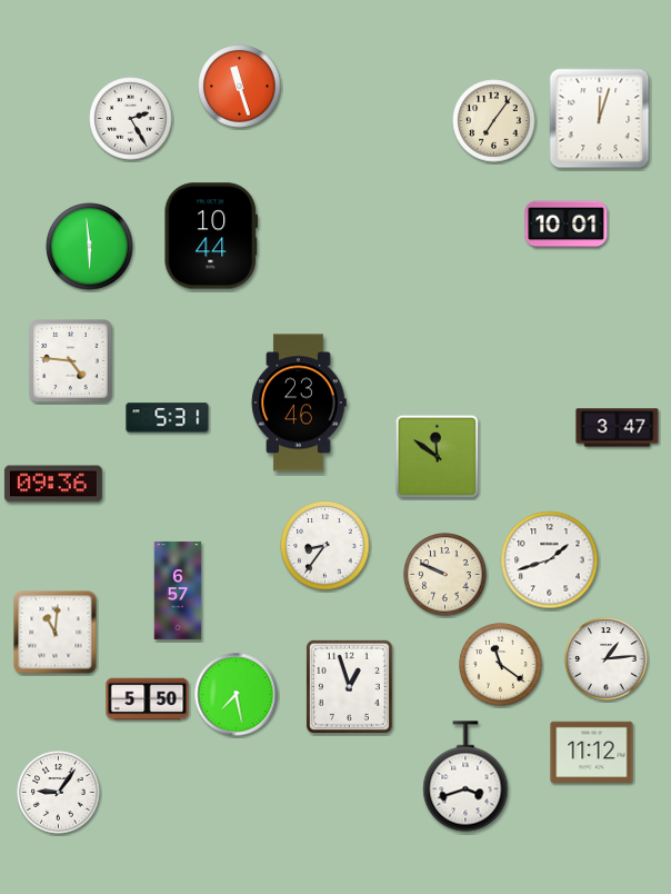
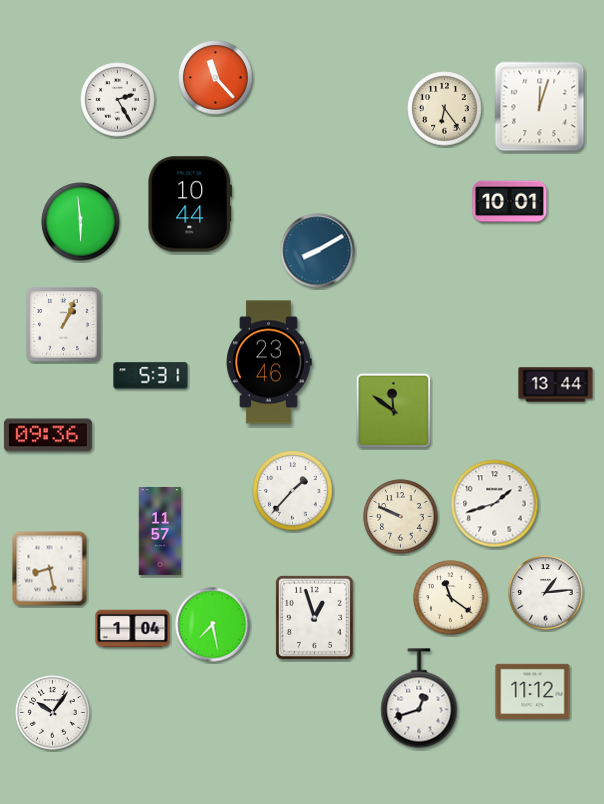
clock at (240, 87): 11:27 -> 11:23
clock at (131, 119) position: (131, 119) -> (118, 100)
clock at (494, 121): 7:06 -> 6:24
clock at (210, 236) position: (210, 236) -> (189, 204)
clock at (318, 251): none -> 8:10
clock at (71, 361): 4:46 -> 1:04
clock at (618, 428): 3:47 -> 13:44
clock at (326, 546): 8:36 -> 1:37
clock at (178, 590): 6:57 -> 11:57
clock at (56, 633): 11:01 -> 8:28
clock at (148, 699): 5:50 -> 1:04
clock at (592, 752) position: (592, 752) -> (533, 691)
clock at (465, 776): 3:42 -> 12:42
clock at (59, 793): 9:06 -> 10:06
